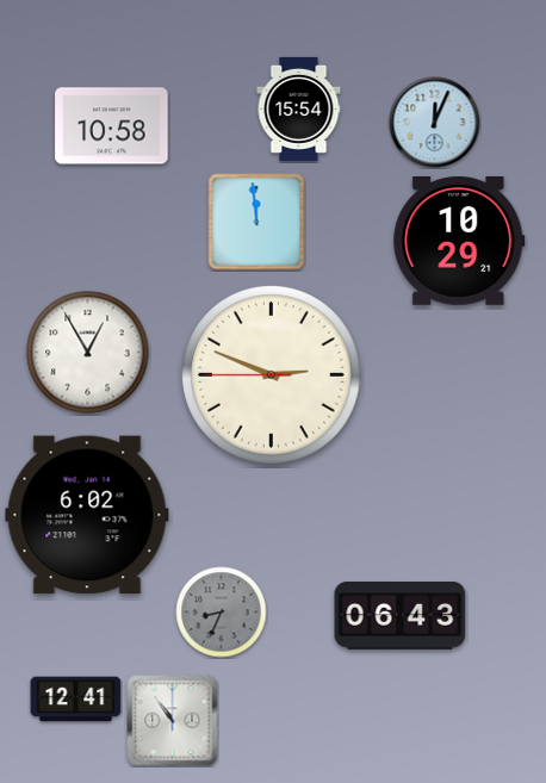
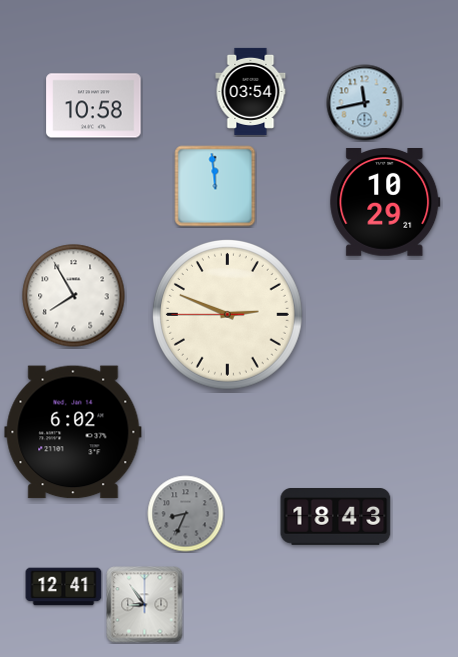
clock at (299, 108): 15:54 -> 03:54
clock at (435, 123): 12:04 -> 11:43
clock at (88, 353): 12:55 -> 7:55
clock at (401, 616): 06:43 -> 18:43
clock at (173, 721): 10:54 -> 8:54
